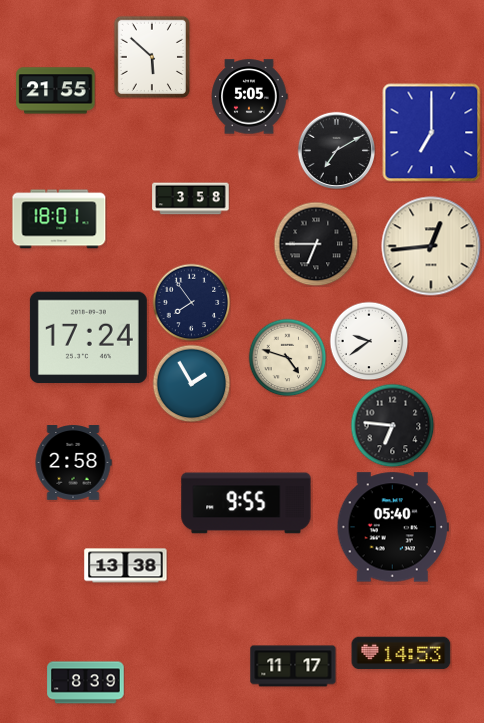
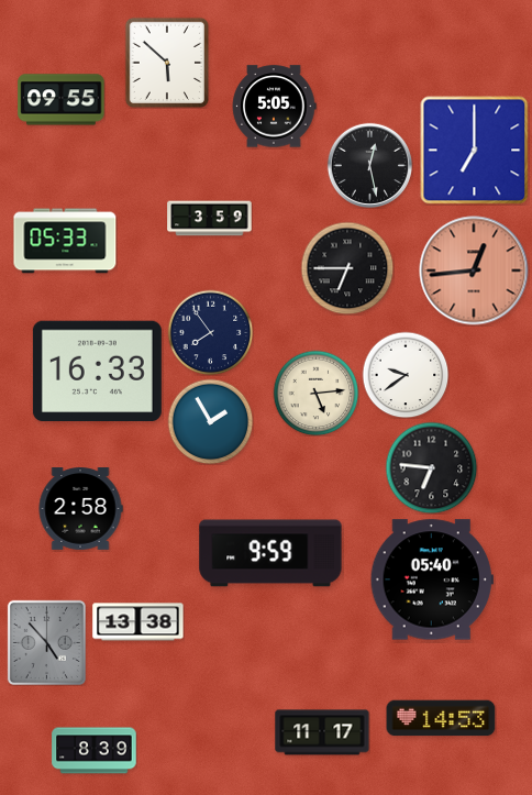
clock at (56, 91): 21:55 -> 09:55
clock at (432, 133) position: (432, 133) -> (475, 151)
clock at (336, 150): 7:10 -> 12:28
clock at (191, 199): 3:58 -> 3:59
clock at (59, 219): 18:01 -> 05:33
clock at (431, 246) dial: cream -> salmon
clock at (88, 338): 17:24 -> 16:33
clock at (287, 357): 4:48 -> 5:14
clock at (246, 503): 9:55 -> 9:59
clock at (46, 642): none -> 4:53
